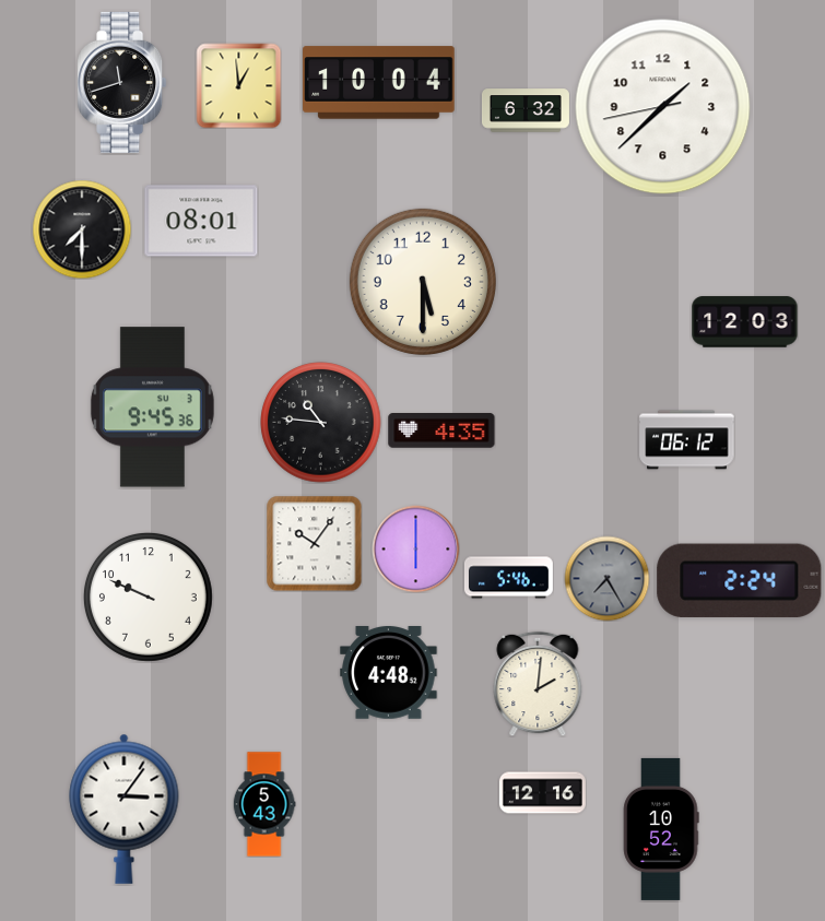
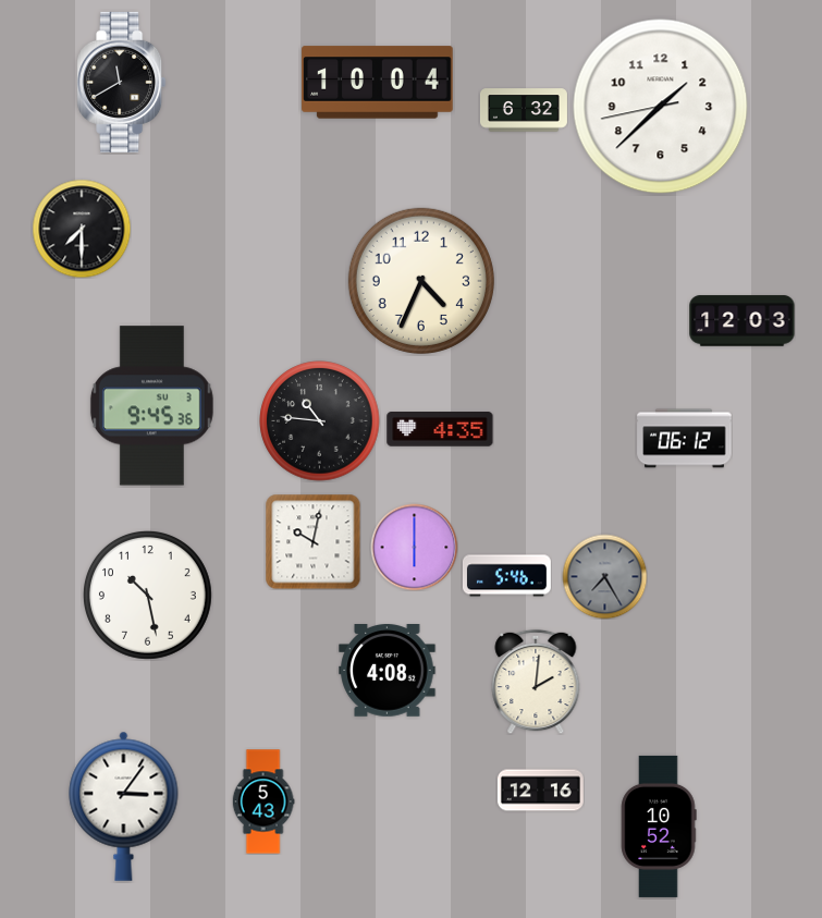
clock at (122, 82): 11:42 -> 11:40
clock at (238, 85): 12:59 -> none
clock at (201, 221): 08:01 -> none
clock at (423, 282): 5:30 -> 4:34
clock at (314, 543): 10:06 -> 10:02
clock at (740, 580): 2:24 -> none
clock at (148, 597): 9:49 -> 10:28
clock at (389, 673): 4:48 -> 4:08
